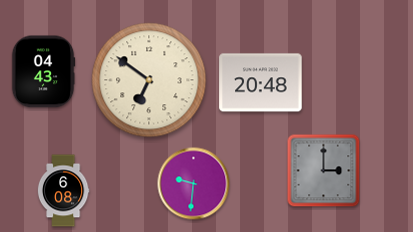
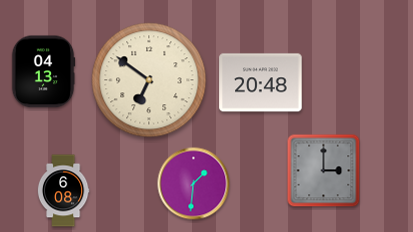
clock at (43, 72): 04:43 -> 04:13
clock at (194, 184): 9:31 -> 1:31
